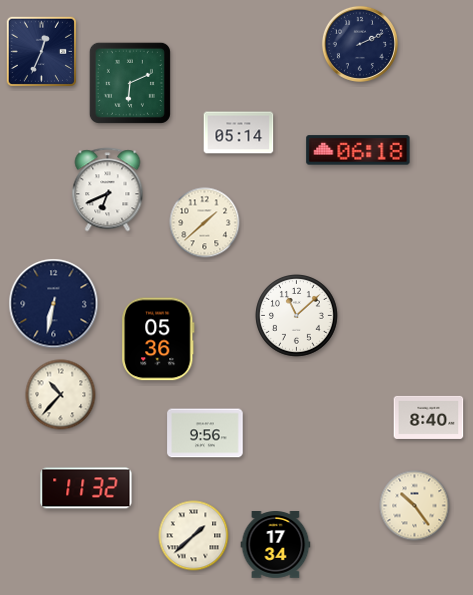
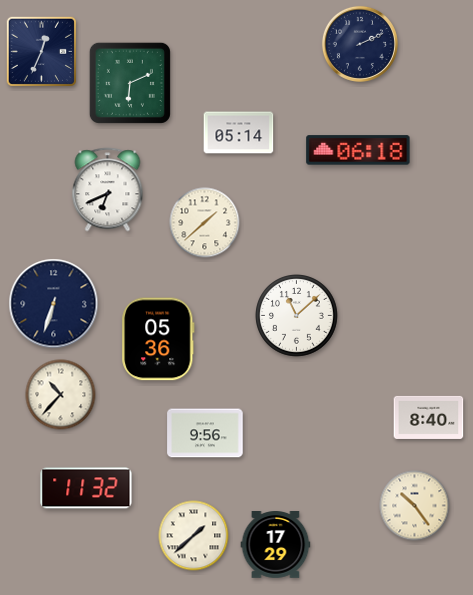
clock at (54, 304): 6:32 -> 6:33
clock at (276, 545): 17:34 -> 17:29
